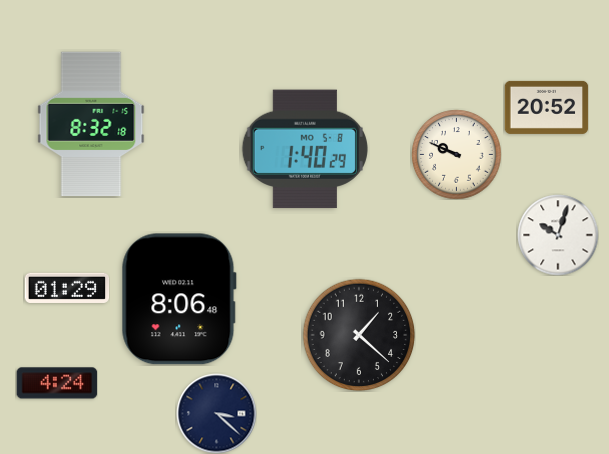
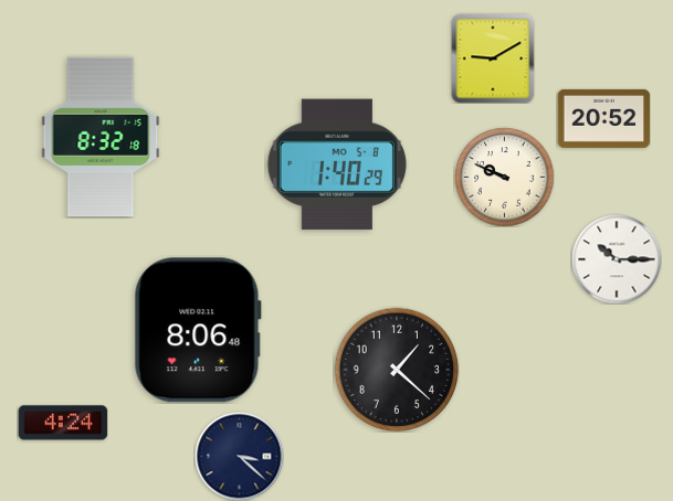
clock at (493, 58): none -> 9:10
clock at (456, 154) position: (456, 154) -> (504, 177)
clock at (558, 235): 10:03 -> 10:15
clock at (67, 288): 01:29 -> none
